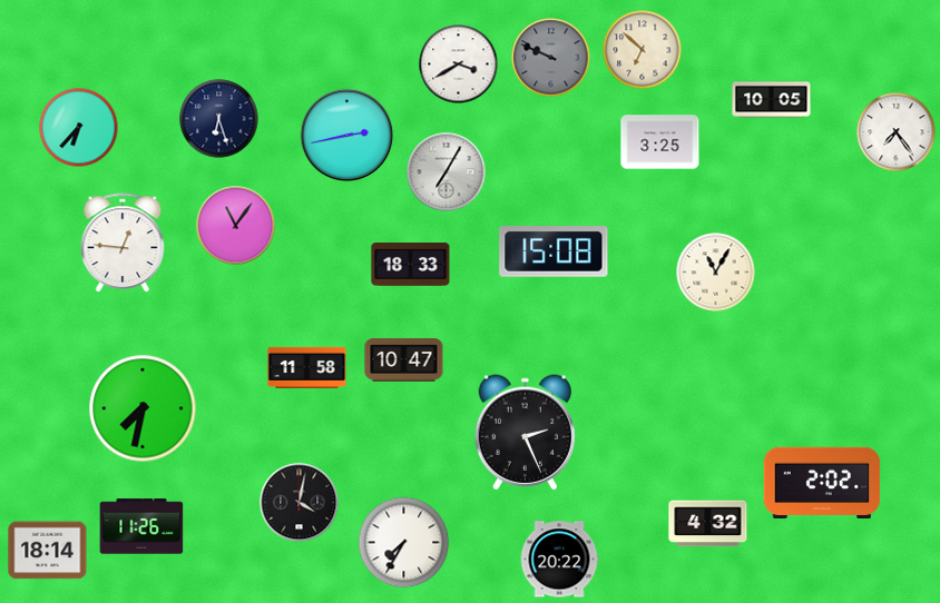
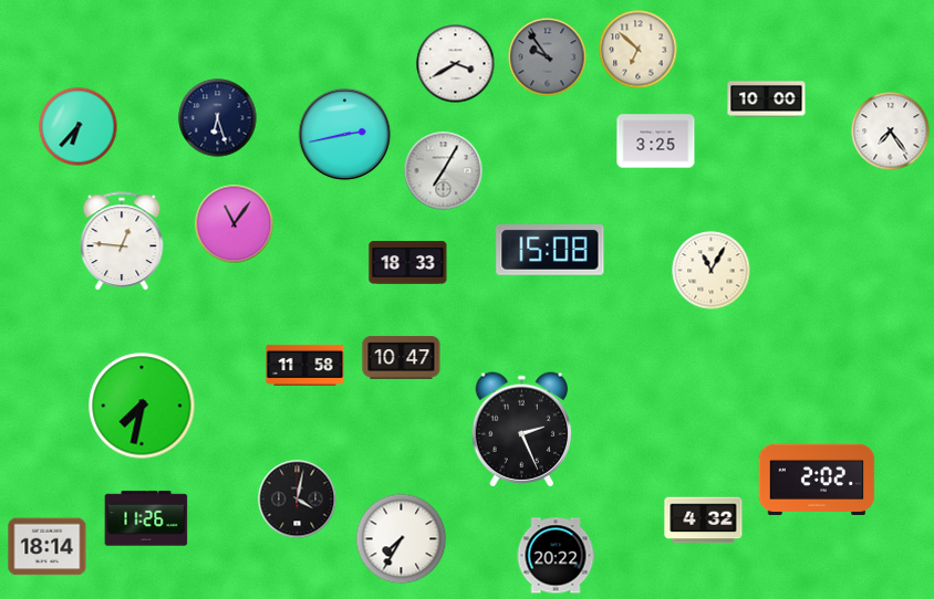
clock at (551, 58): 9:49 -> 9:54
clock at (772, 100): 10:05 -> 10:00
clock at (141, 526) position: (141, 526) -> (146, 518)
